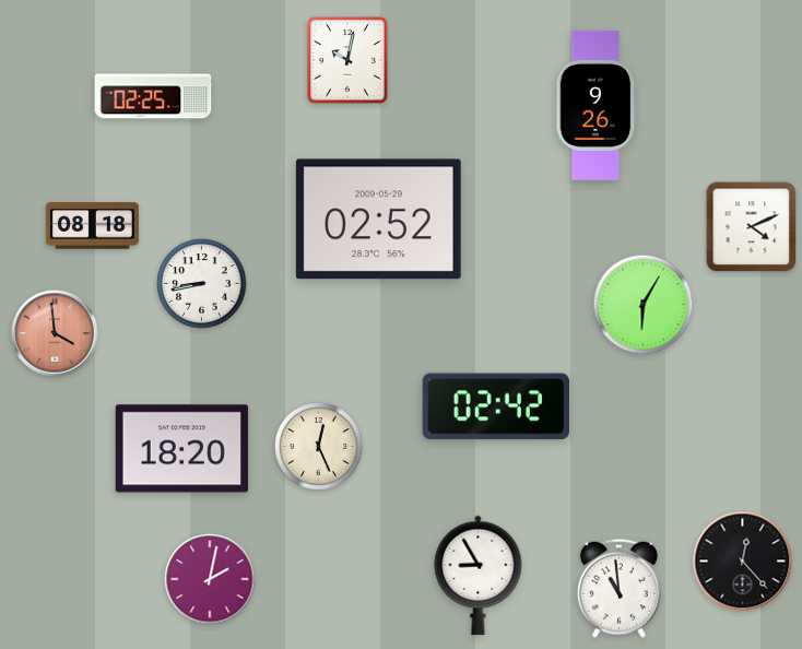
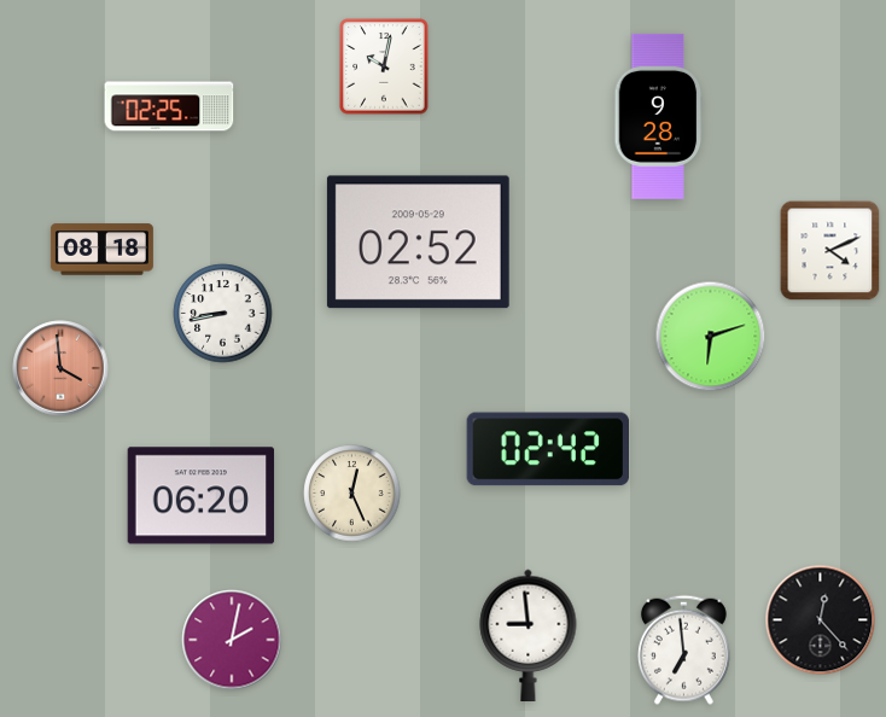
clock at (597, 105): 9:26 -> 9:28
clock at (644, 305): 6:05 -> 6:12
clock at (182, 449): 18:20 -> 06:20
clock at (479, 575): 8:55 -> 8:59
clock at (618, 588): 10:59 -> 6:59
